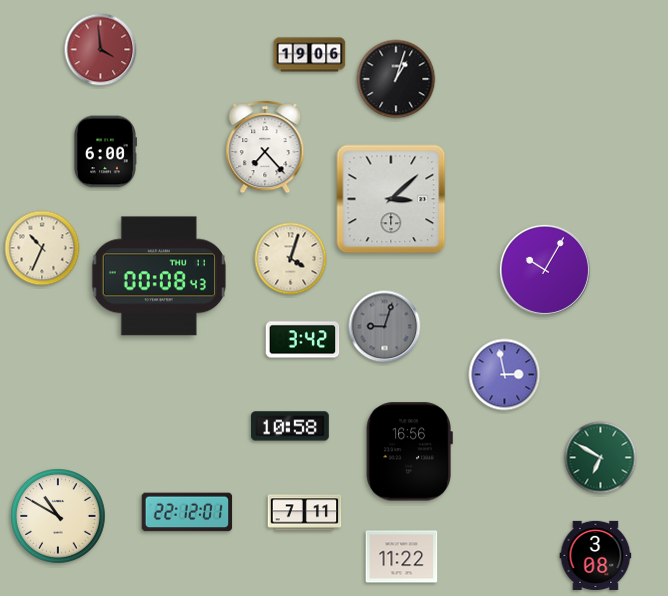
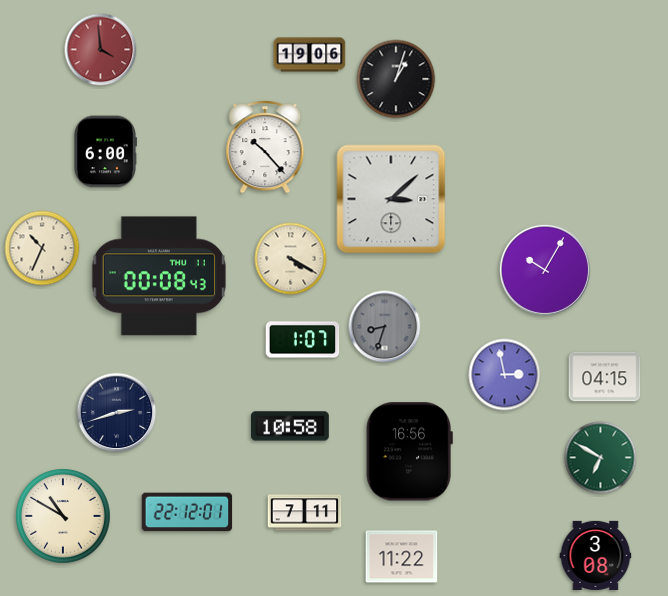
clock at (265, 147): 7:23 -> 10:23
clock at (291, 259): 4:03 -> 4:20
clock at (385, 327): 9:03 -> 8:33
clock at (303, 340): 3:42 -> 1:07
clock at (605, 377): none -> 04:15
clock at (117, 413): none -> 2:42
clock at (58, 516) position: (58, 516) -> (63, 516)
